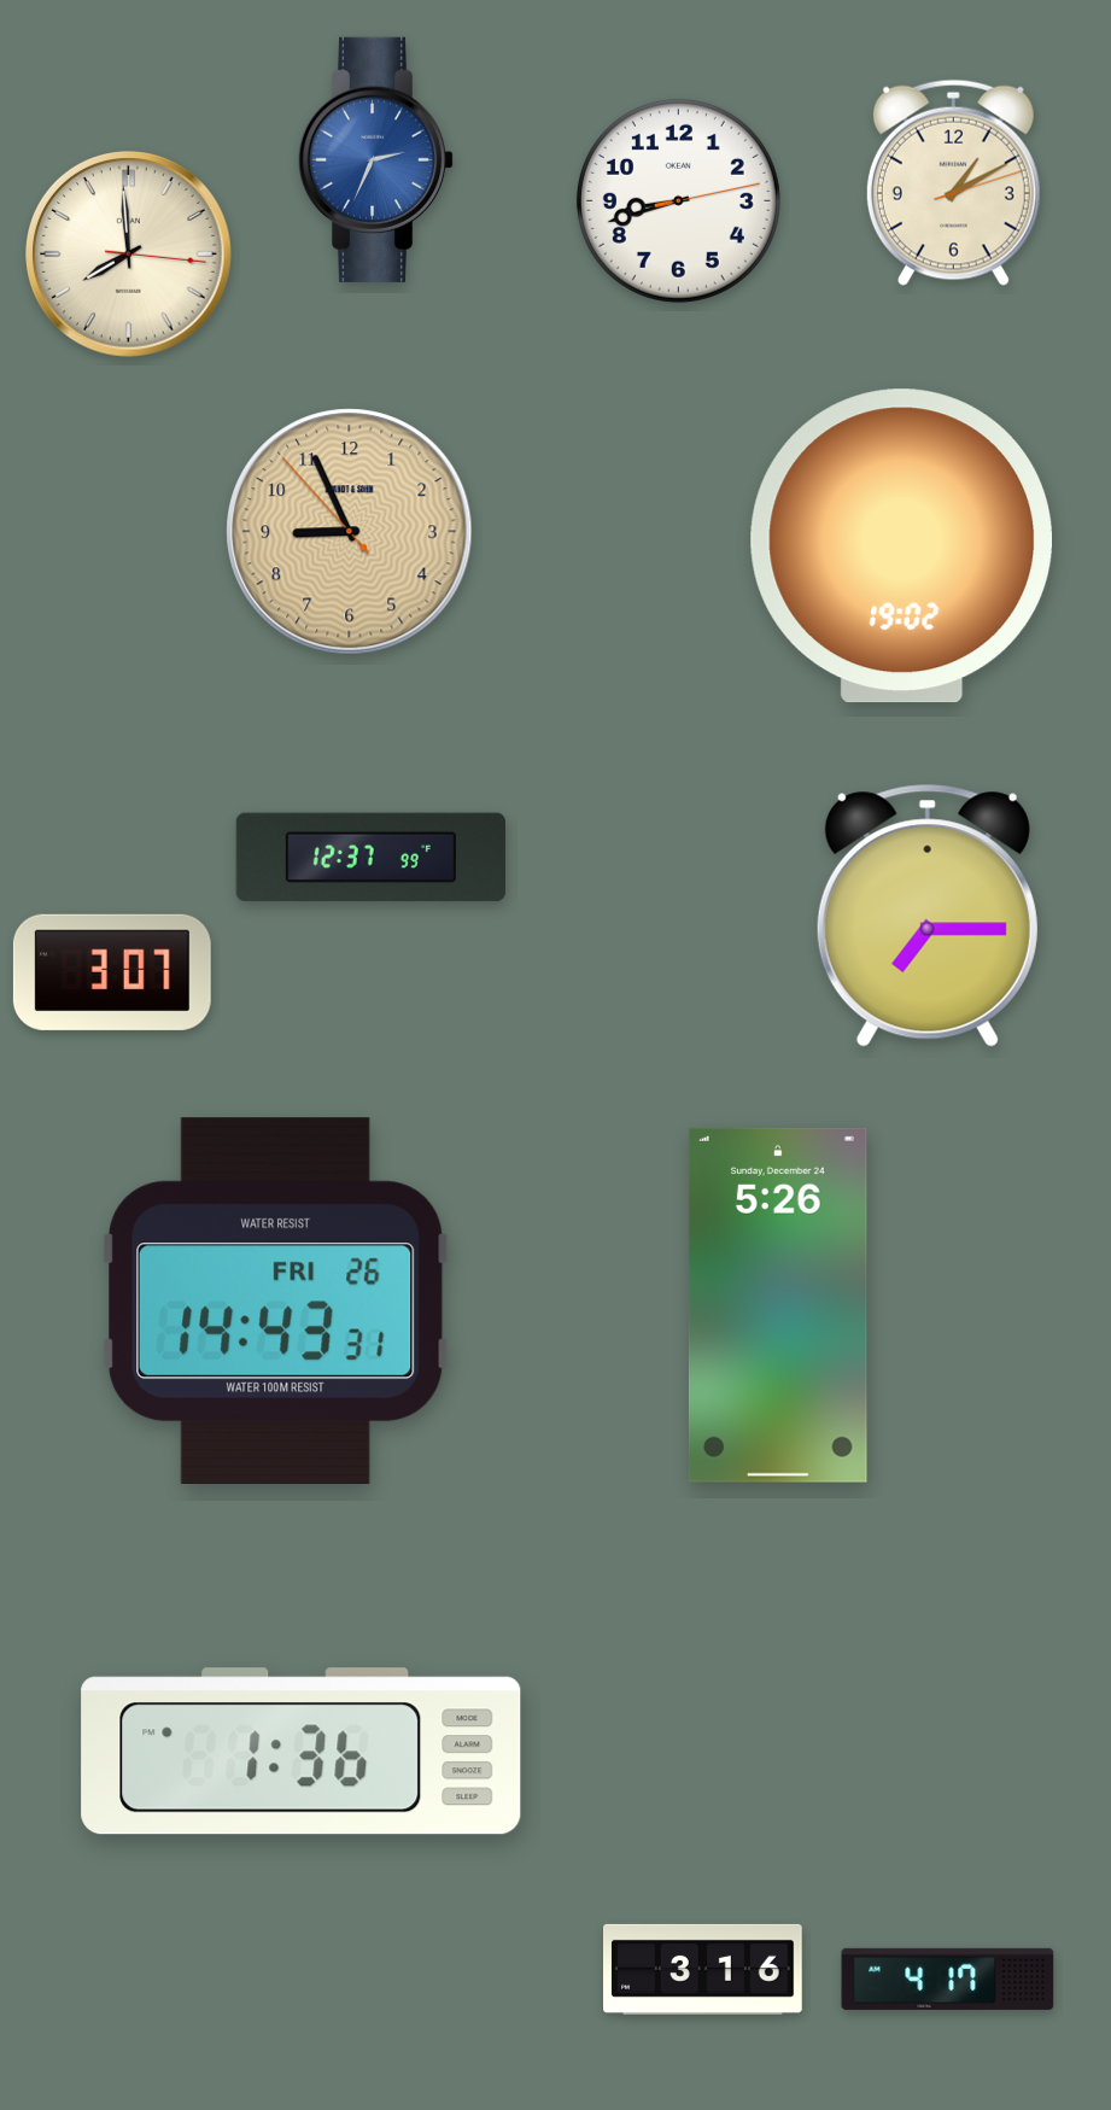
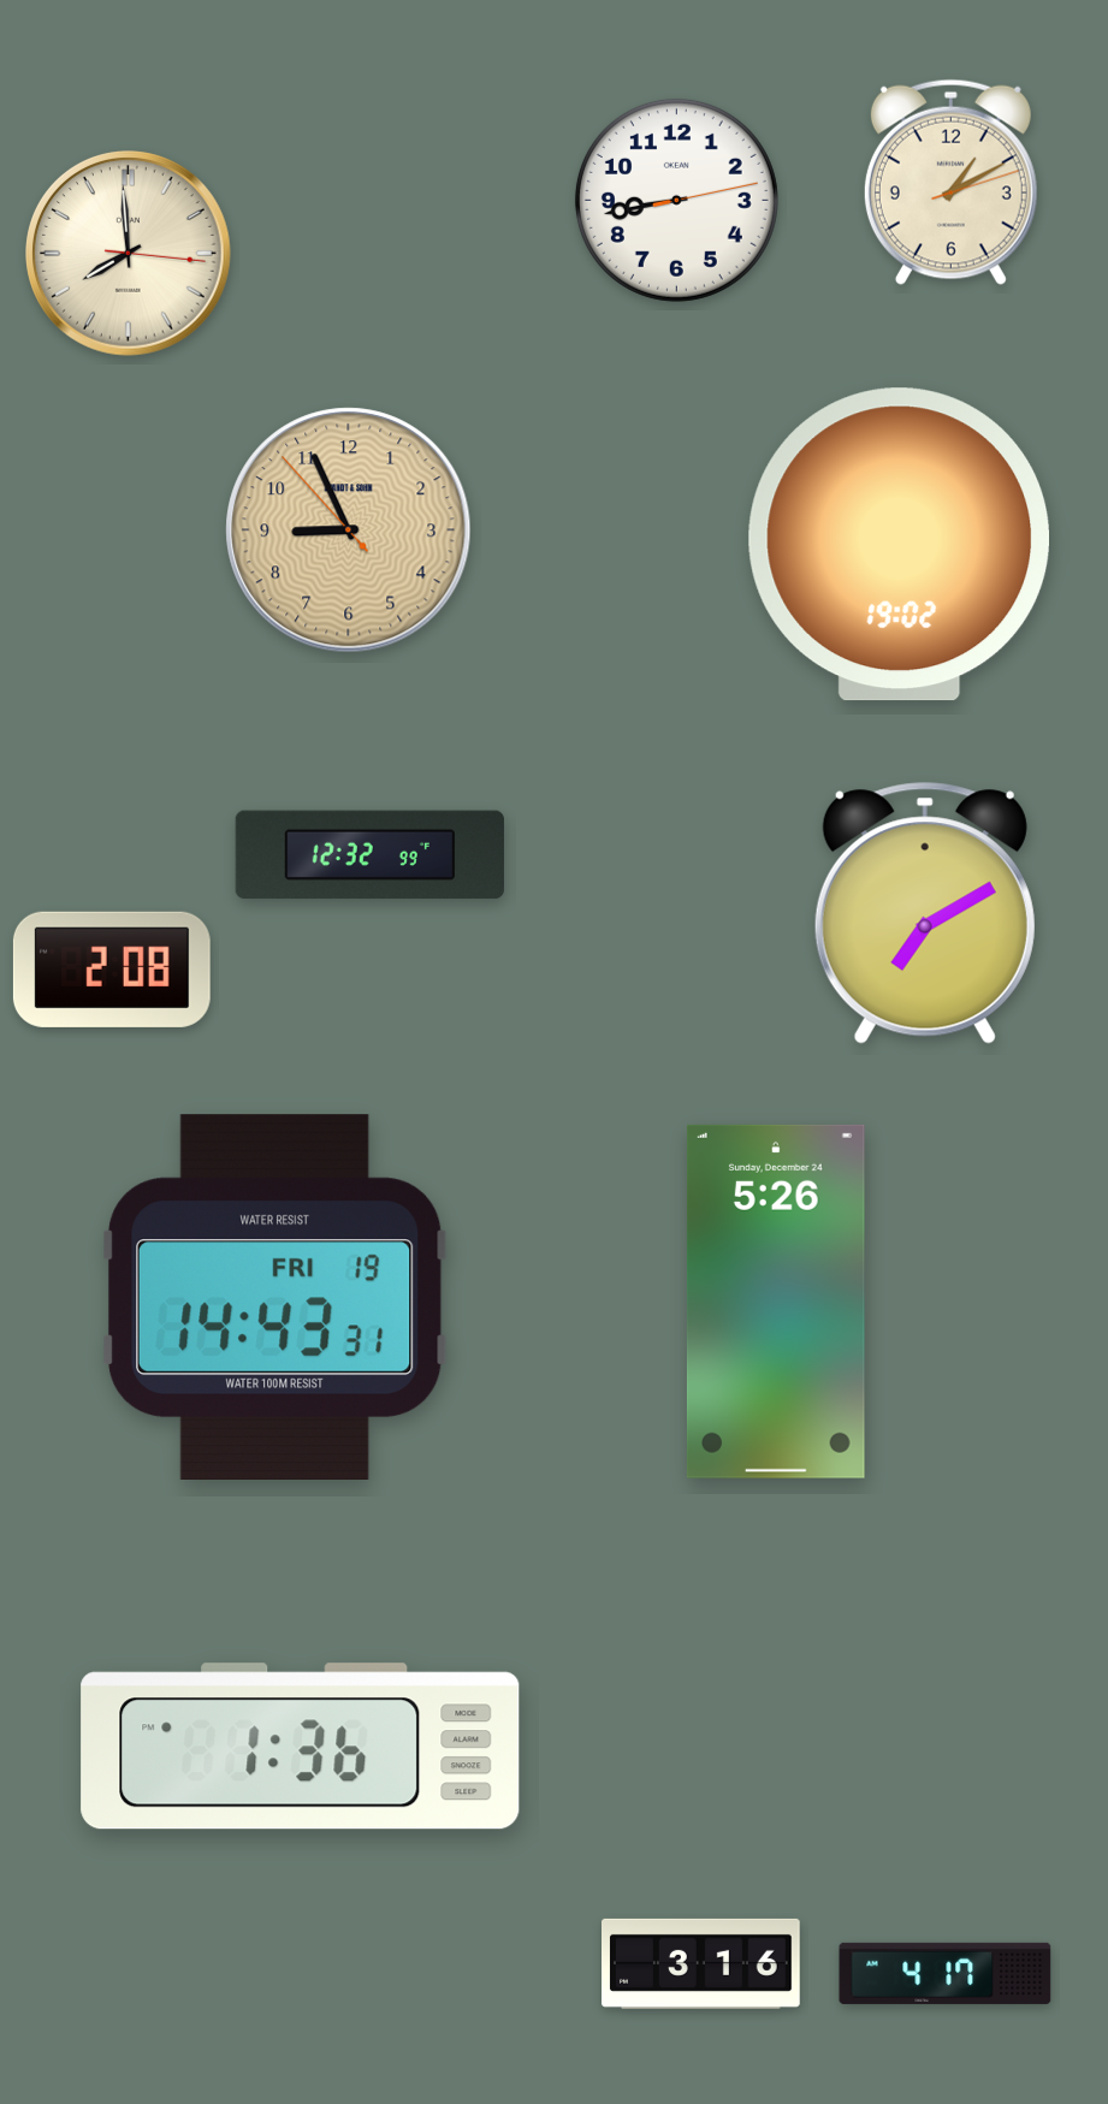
clock at (376, 159): 2:34 -> none
clock at (678, 200): 8:42 -> 8:43
clock at (370, 858): 12:37 -> 12:32
clock at (928, 916): 7:15 -> 7:10
clock at (112, 972): 3:07 -> 2:08
clock at (276, 1301) date: FRI 26 -> FRI 19
